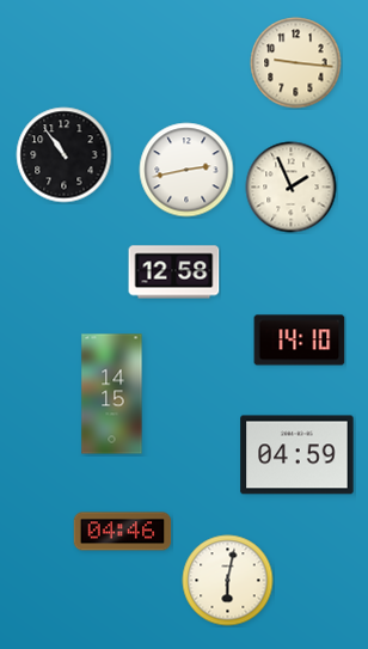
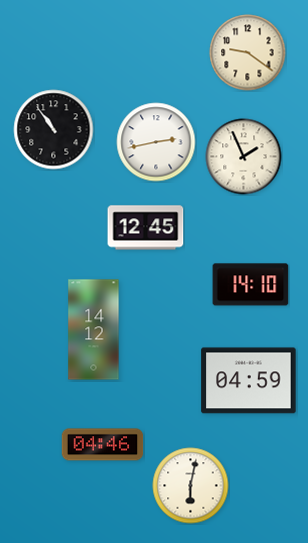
clock at (296, 63): 9:16 -> 9:21
clock at (174, 273): 12:58 -> 12:45
clock at (112, 394): 14:15 -> 14:12
